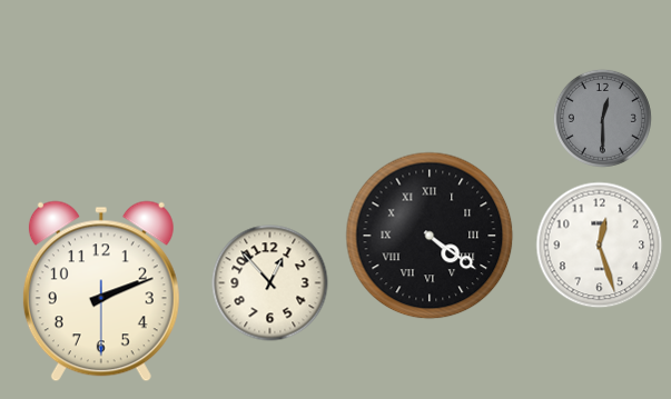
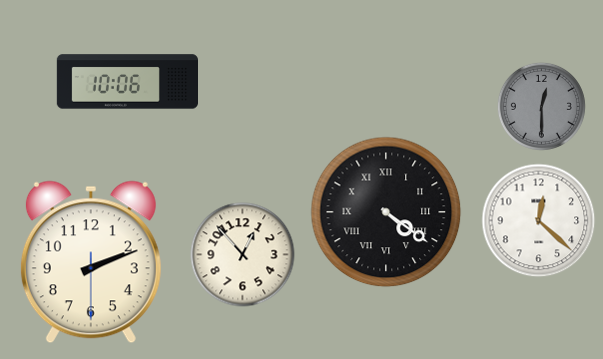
clock at (127, 82): none -> 10:06
clock at (600, 246): 12:27 -> 12:22
